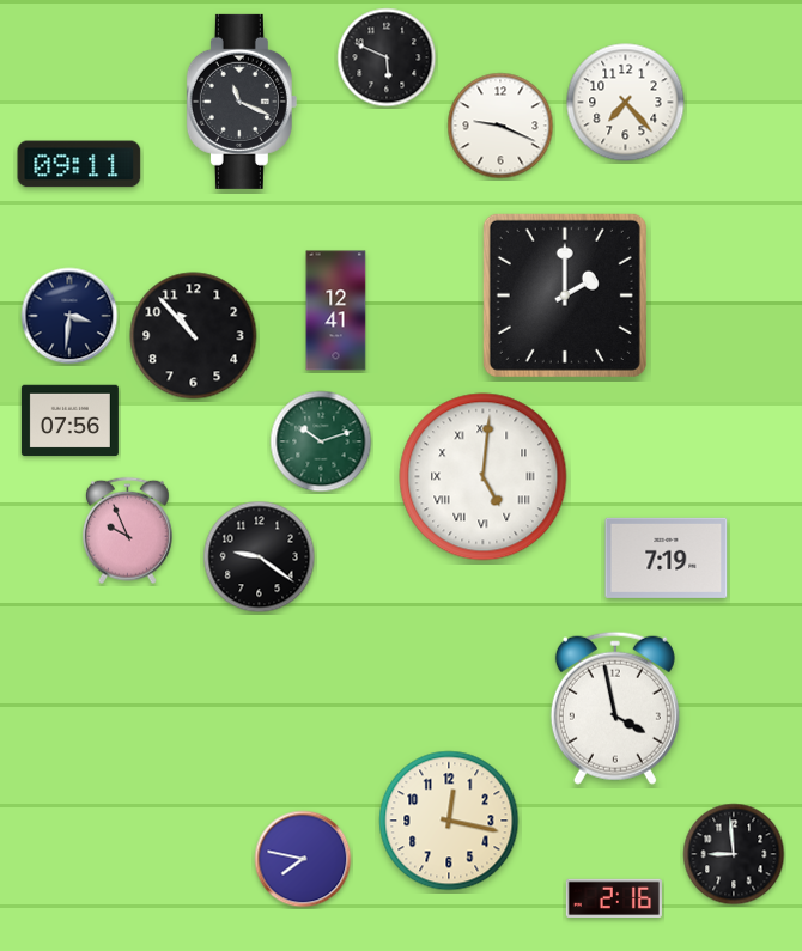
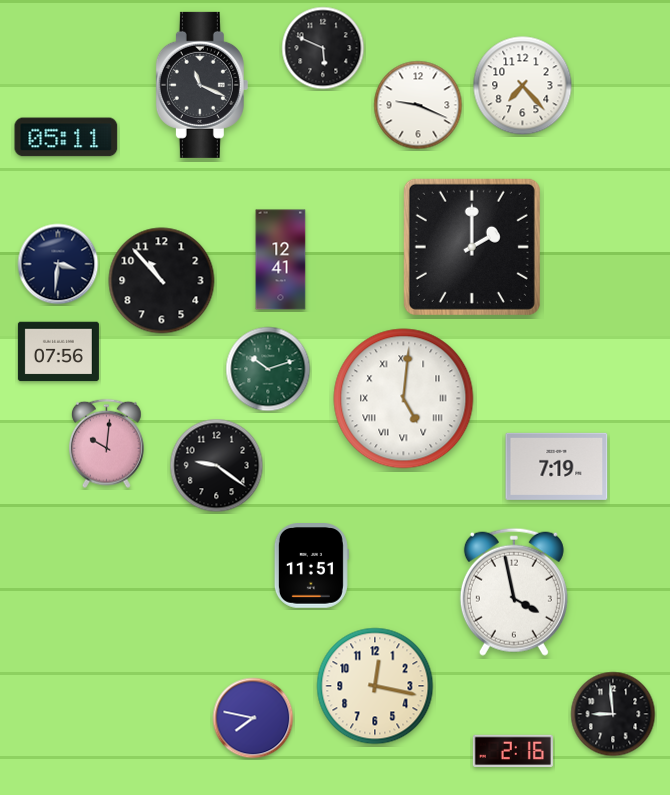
clock at (79, 164): 09:11 -> 05:11
clock at (127, 531): 9:56 -> 10:01
clock at (311, 566): none -> 11:51
